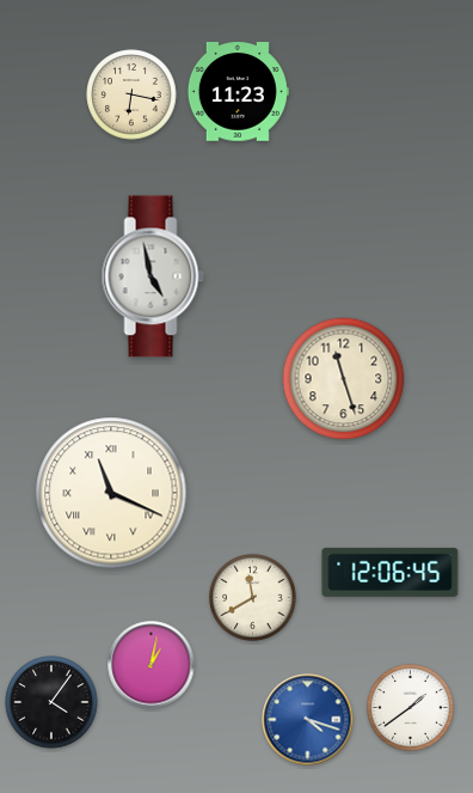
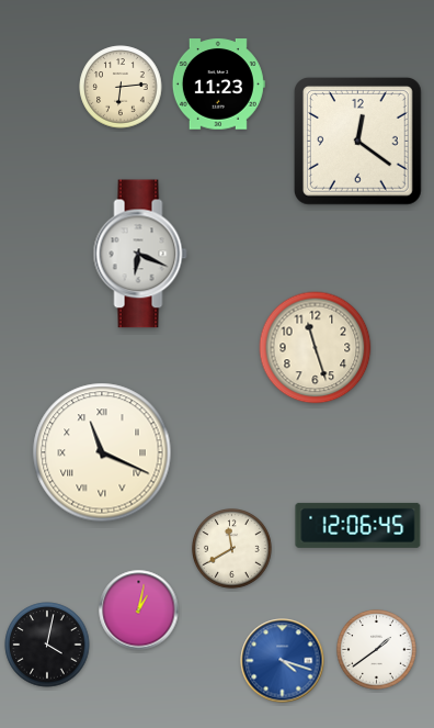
clock at (131, 94): 6:17 -> 6:14
clock at (357, 141): none -> 12:21
clock at (153, 276): 4:58 -> 6:19
clock at (51, 702): 4:06 -> 4:02
